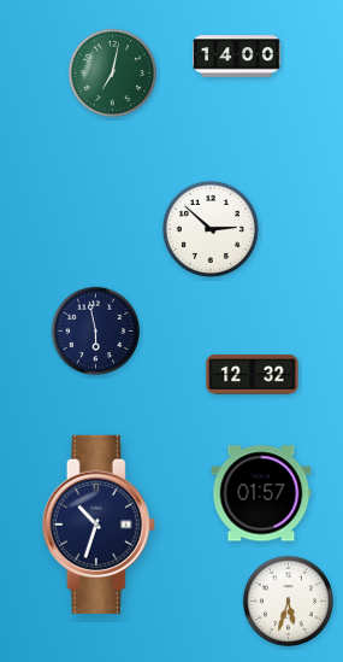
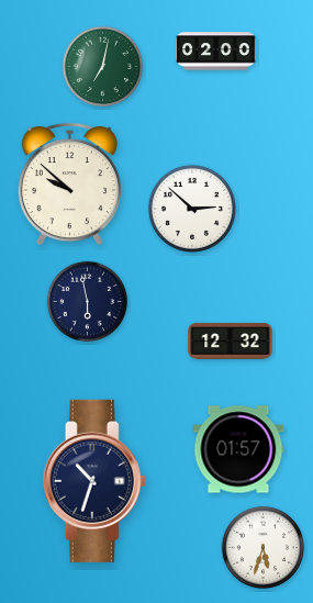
clock at (237, 57): 14:00 -> 02:00
clock at (69, 185): none -> 9:52
clock at (99, 525) position: (99, 525) -> (94, 481)
